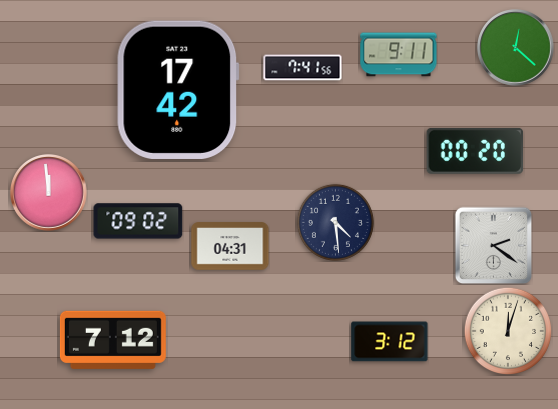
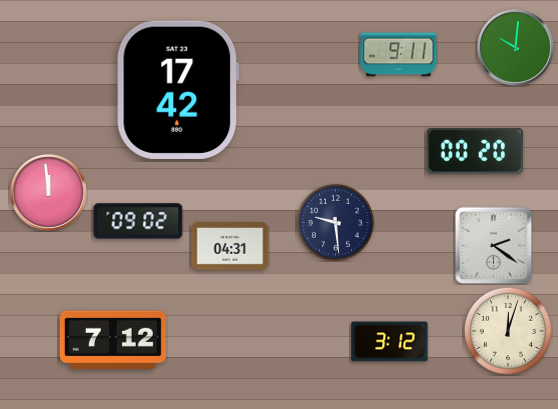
clock at (516, 48): 12:22 -> 10:01
clock at (303, 68): 7:41 -> none
clock at (335, 222): 4:29 -> 9:29
